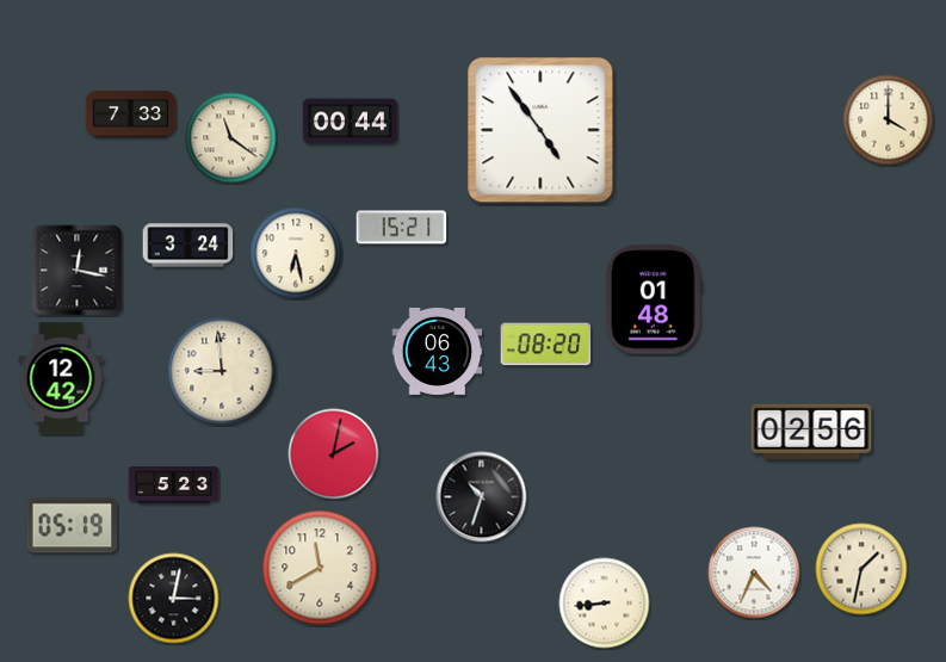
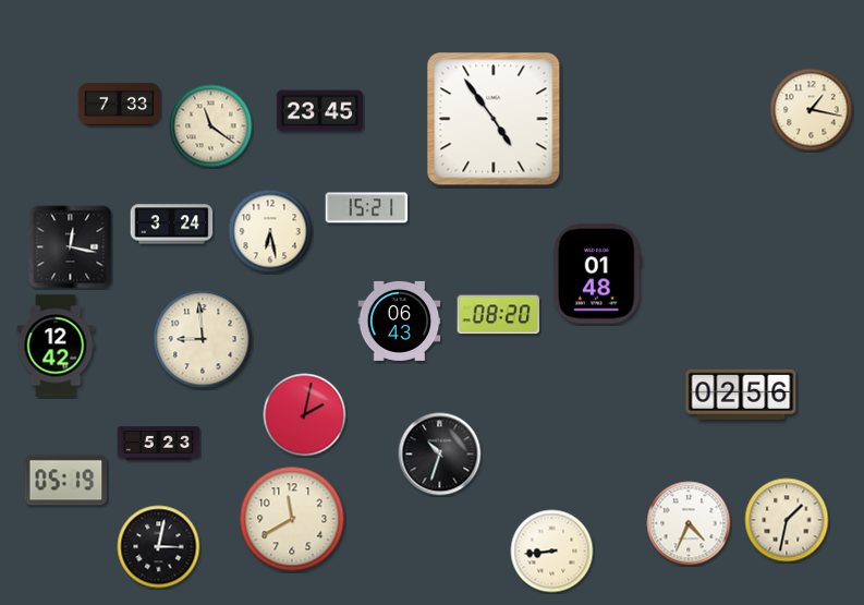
clock at (889, 120): 4:00 -> 1:17
clock at (350, 122): 00:44 -> 23:45
